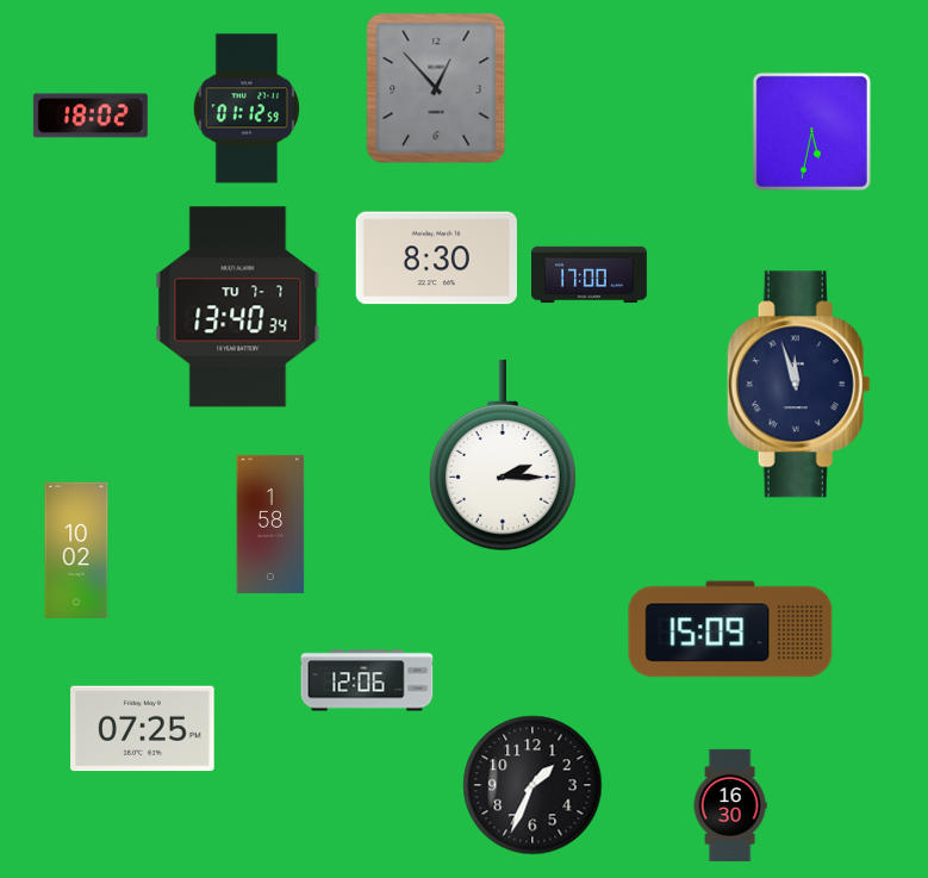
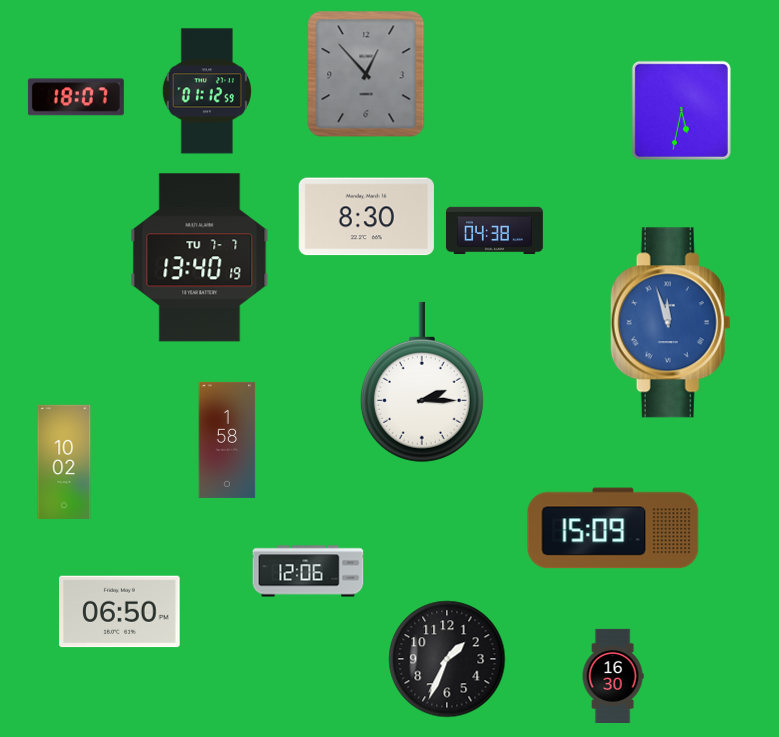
clock at (91, 116): 18:02 -> 18:07
clock at (590, 275): 17:00 -> 04:38
clock at (238, 307): 13:40:34 -> 13:40:19
clock at (798, 385) dial: navy -> blue
clock at (143, 729): 07:25 -> 06:50
